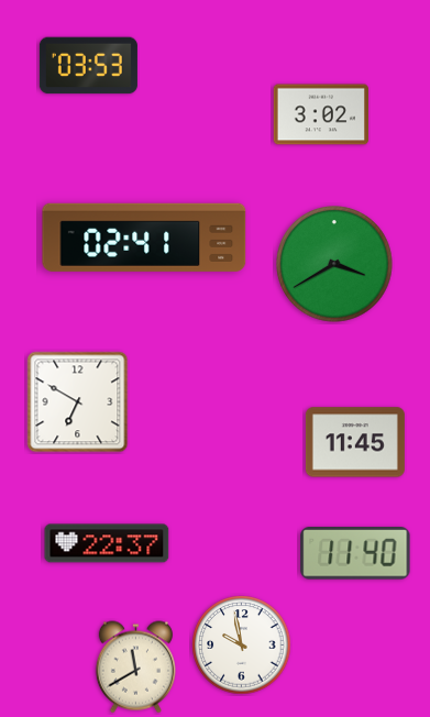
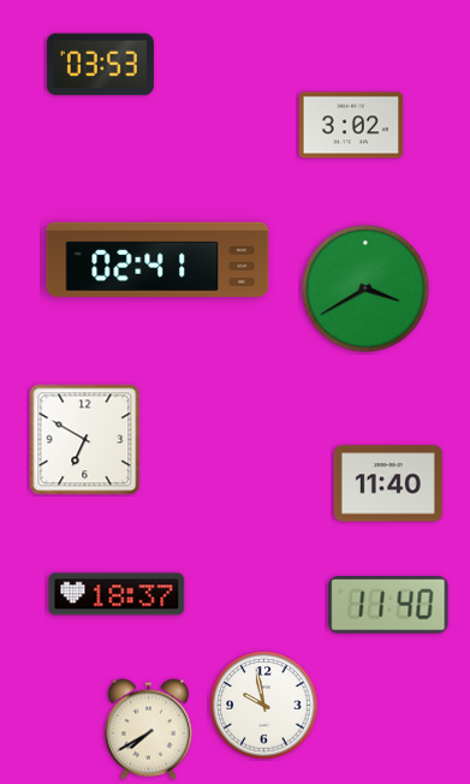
clock at (88, 66) position: (88, 66) -> (100, 65)
clock at (355, 442): 11:45 -> 11:40
clock at (107, 543): 22:37 -> 18:37
clock at (135, 668): 11:40 -> 7:40
